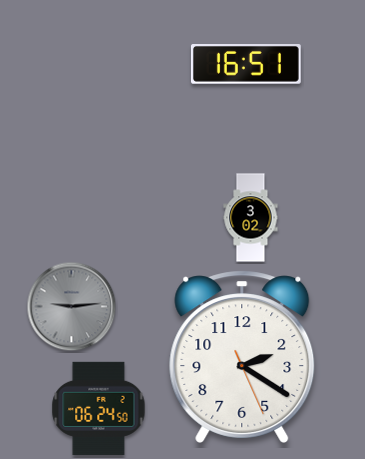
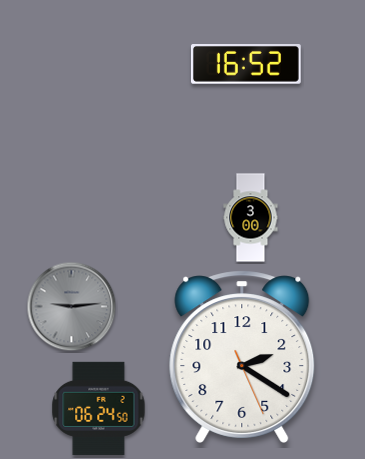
clock at (246, 65): 16:51 -> 16:52
clock at (251, 218): 3:02 -> 3:00
